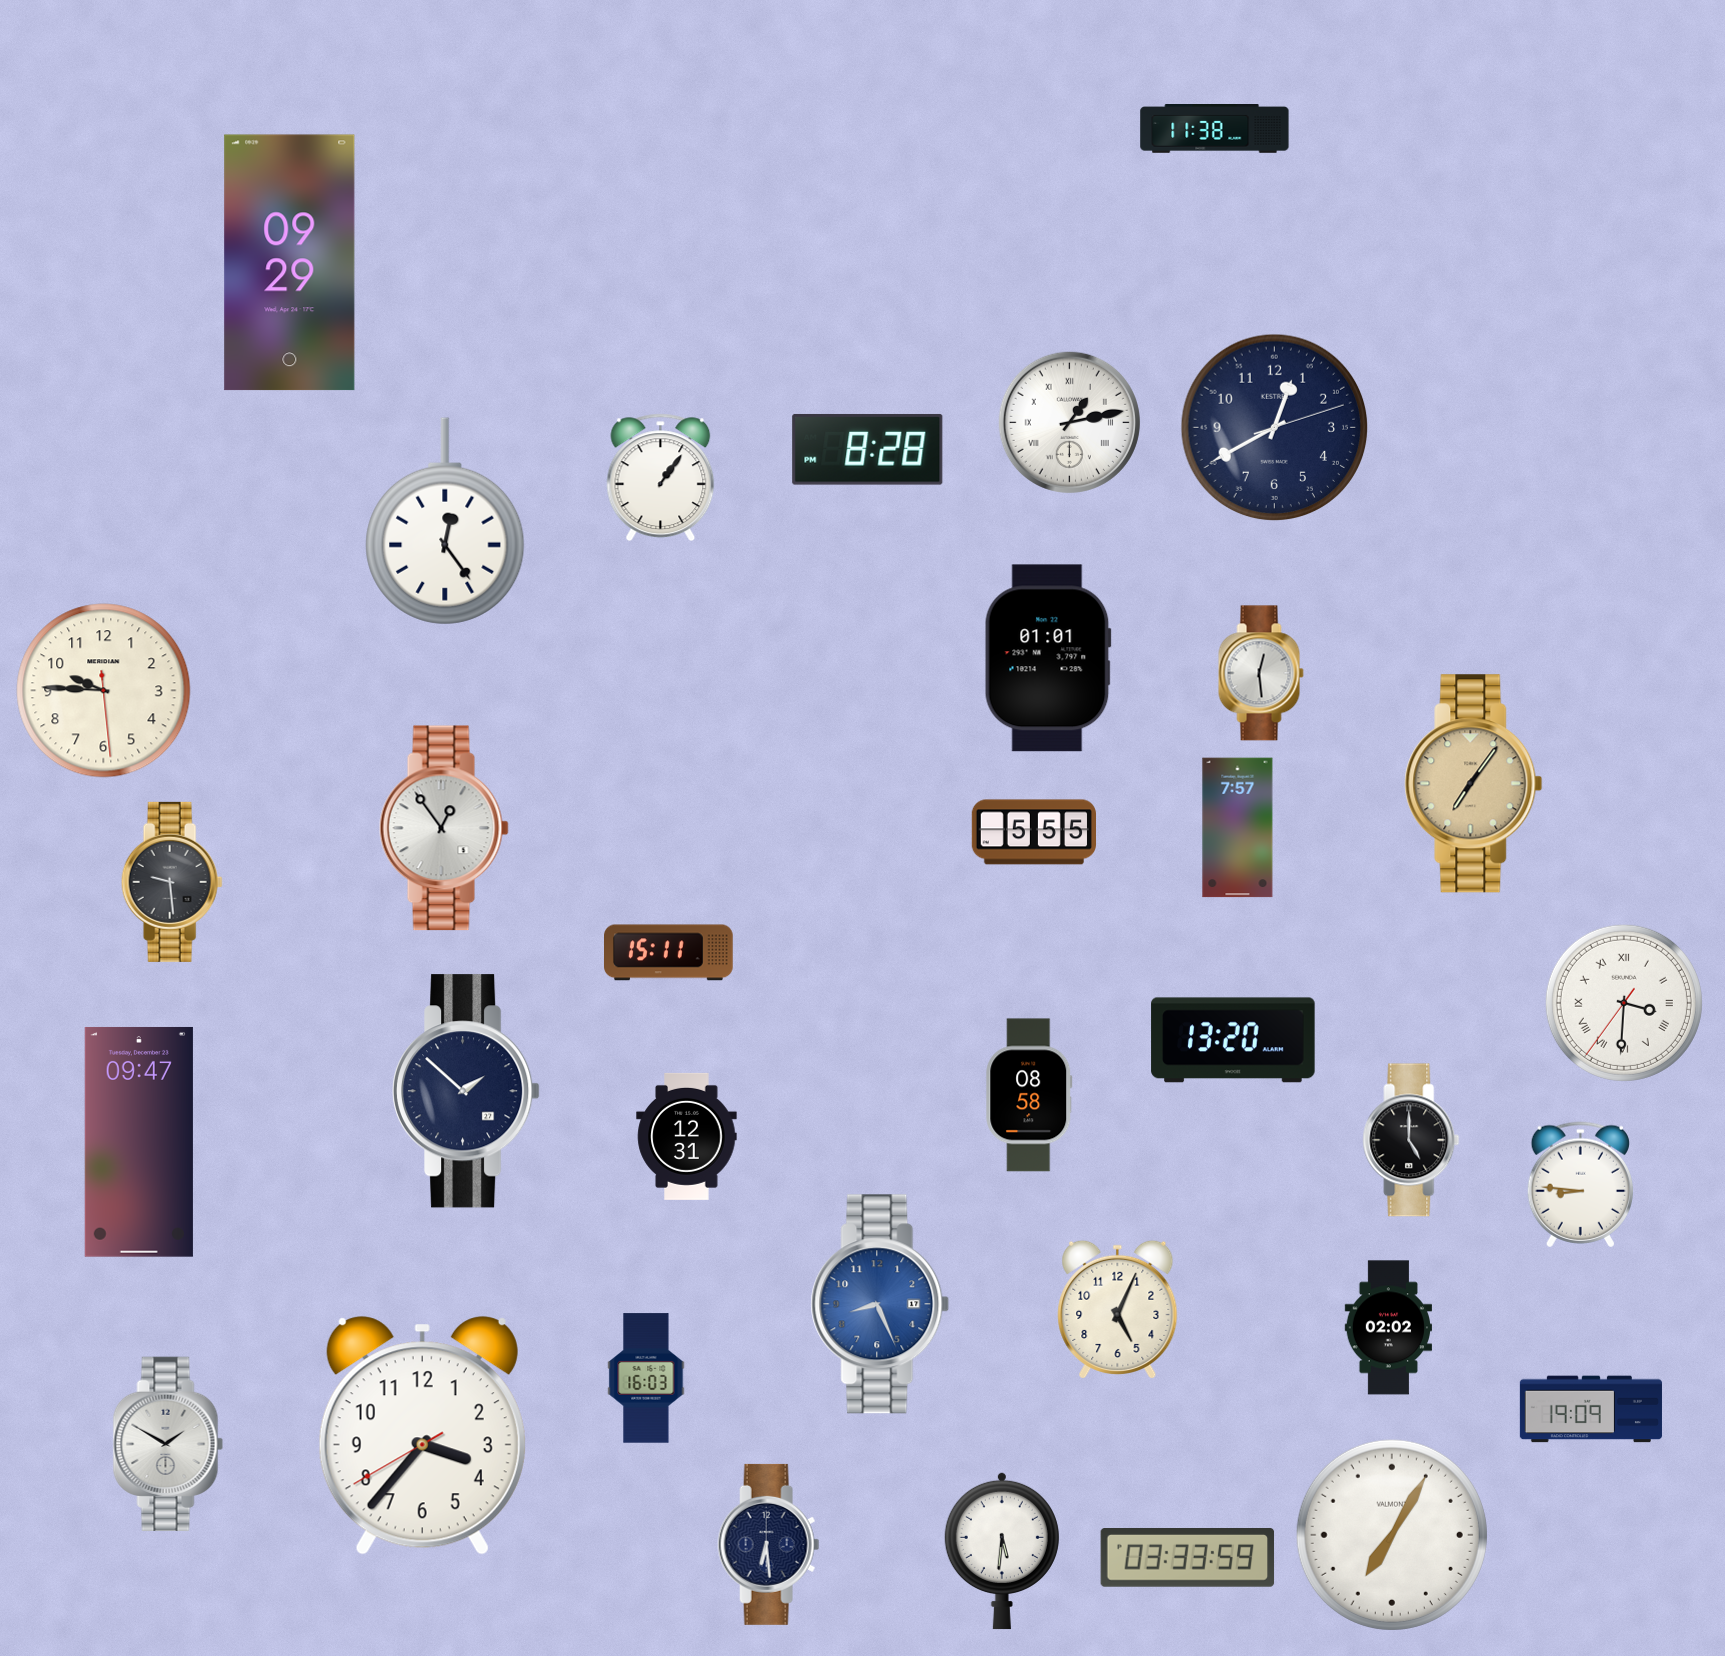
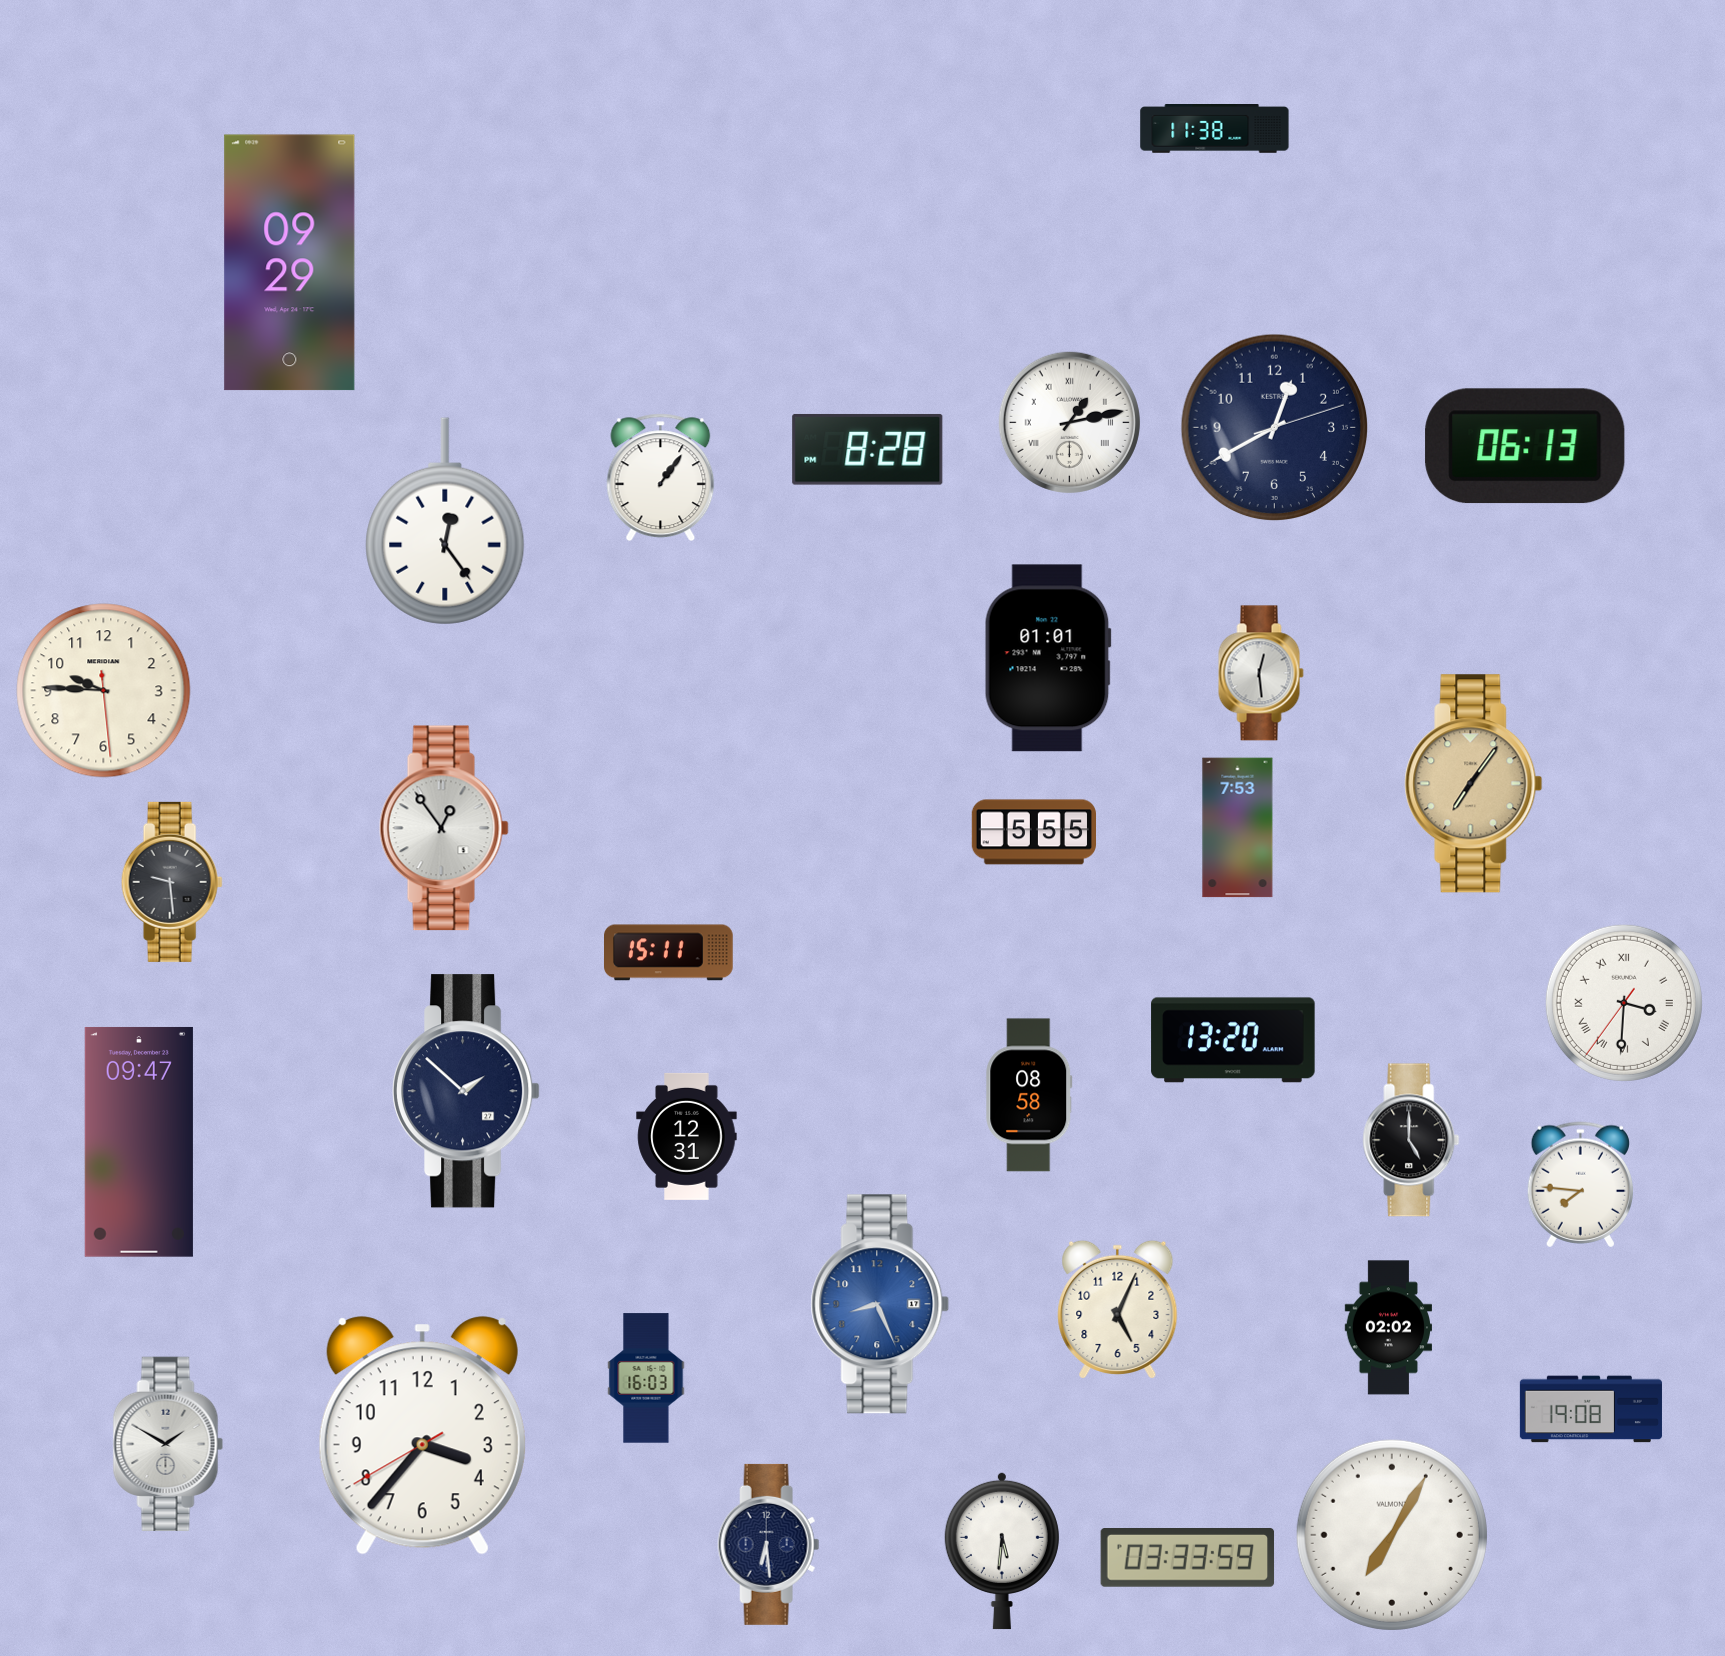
clock at (1525, 446): none -> 06:13
clock at (1238, 828): 7:57 -> 7:53
clock at (1580, 1185): 8:46 -> 7:46
clock at (1591, 1409): 19:09 -> 19:08
